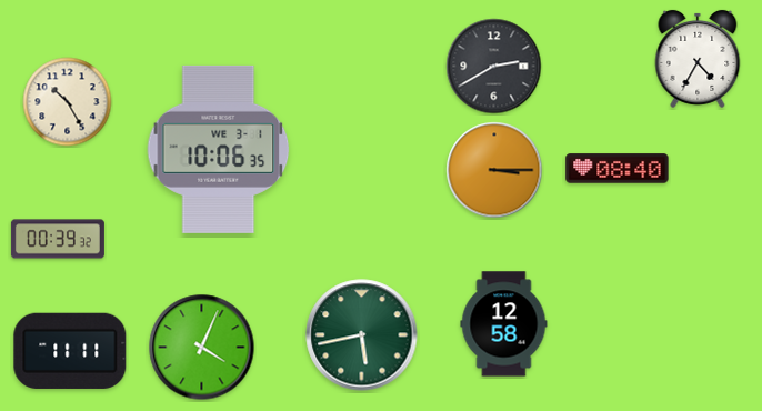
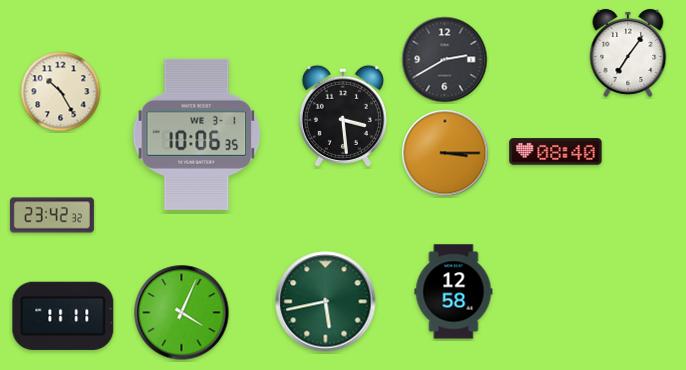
clock at (698, 59): 4:35 -> 7:06
clock at (343, 116): none -> 3:29
clock at (58, 239): 00:39 -> 23:42
